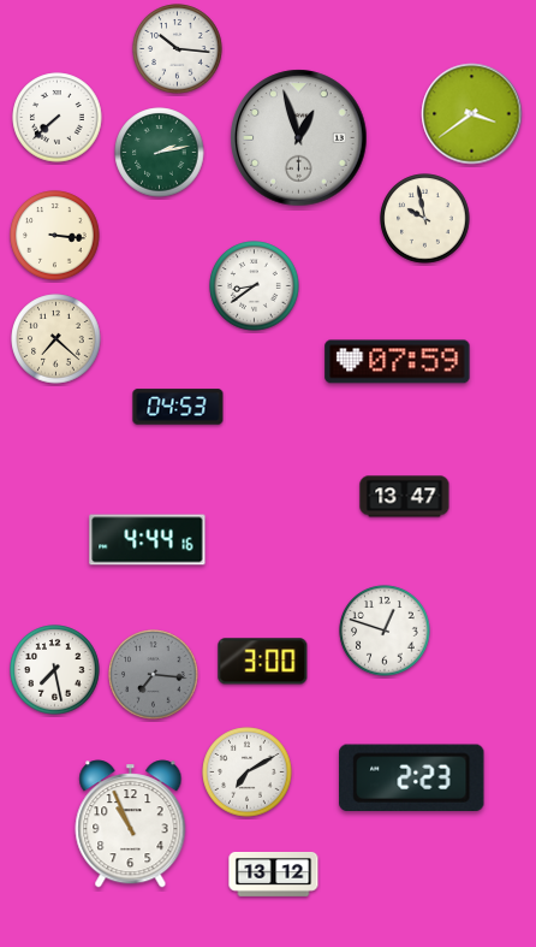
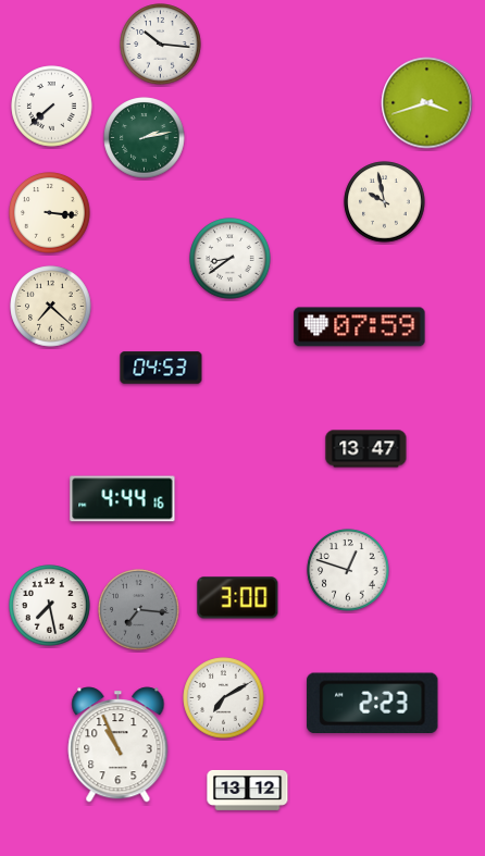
clock at (472, 114): 3:39 -> 3:42
clock at (299, 138): 12:57 -> none
clock at (425, 219) position: (425, 219) -> (385, 202)
clock at (148, 540) position: (148, 540) -> (123, 499)
